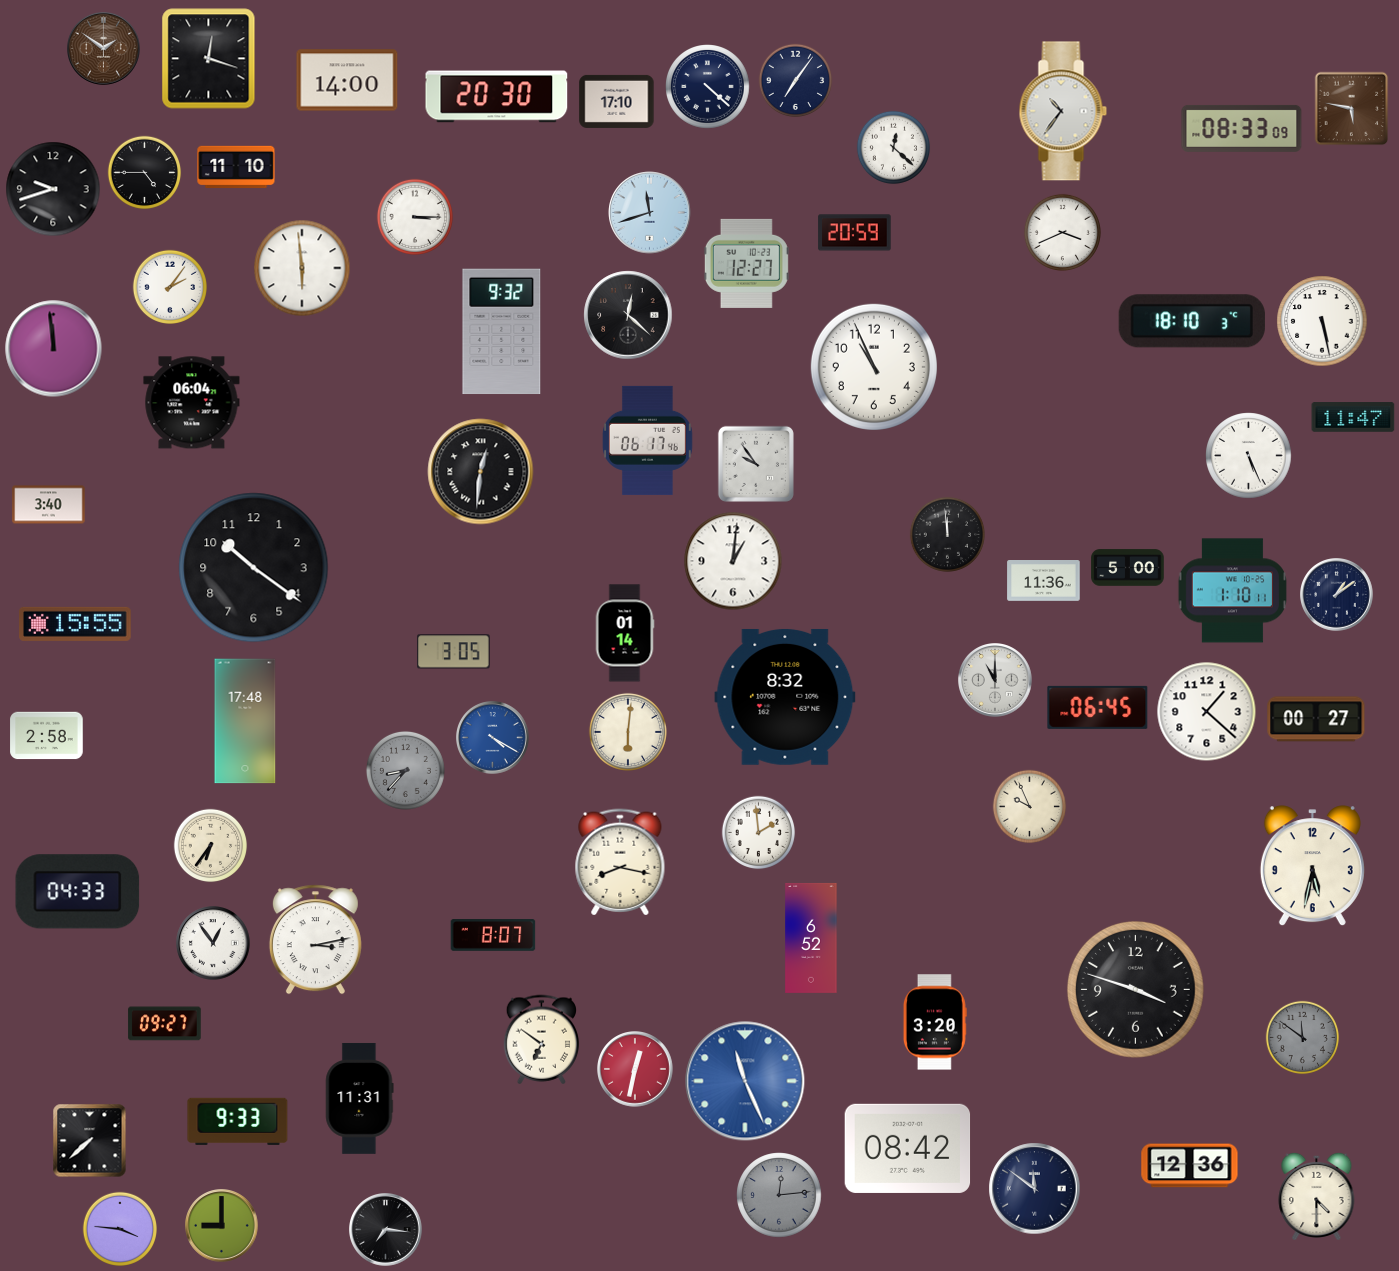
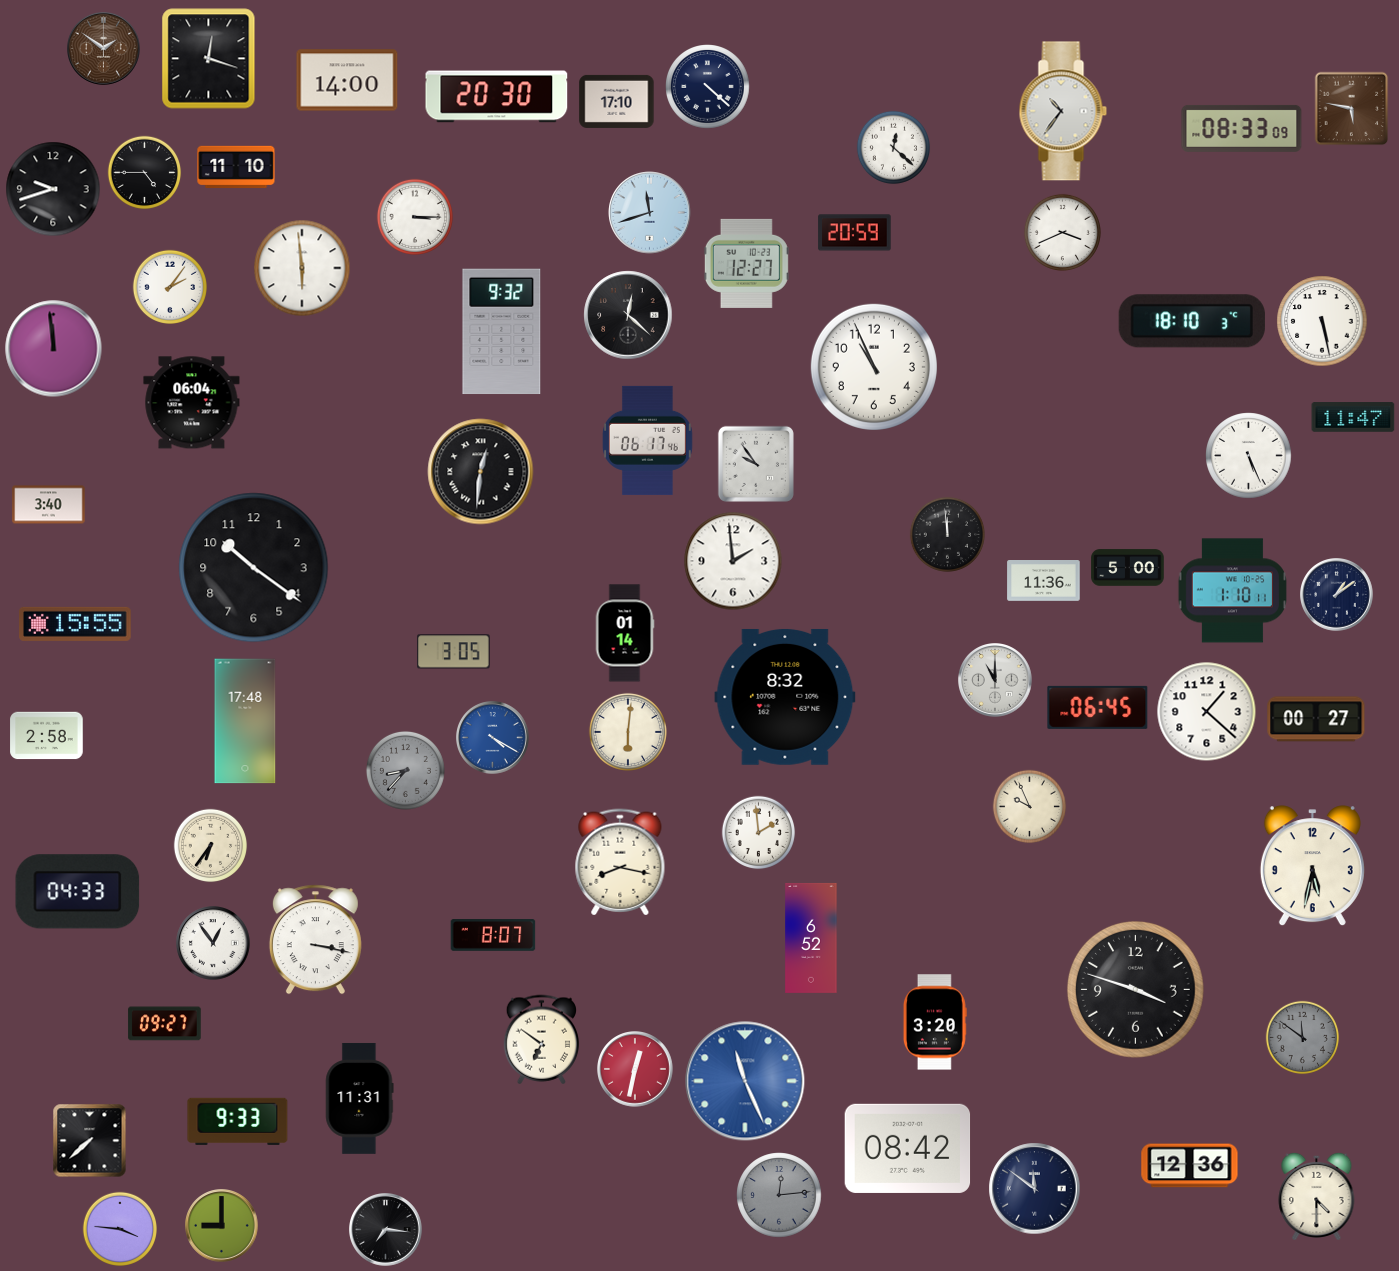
clock at (796, 81): 7:06 -> none
clock at (733, 561): 1:01 -> 1:59
clock at (315, 940): 3:13 -> 3:17
